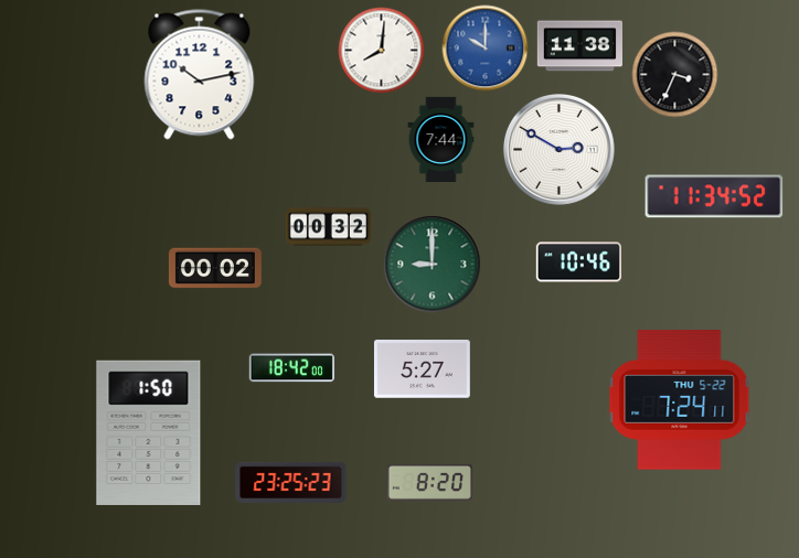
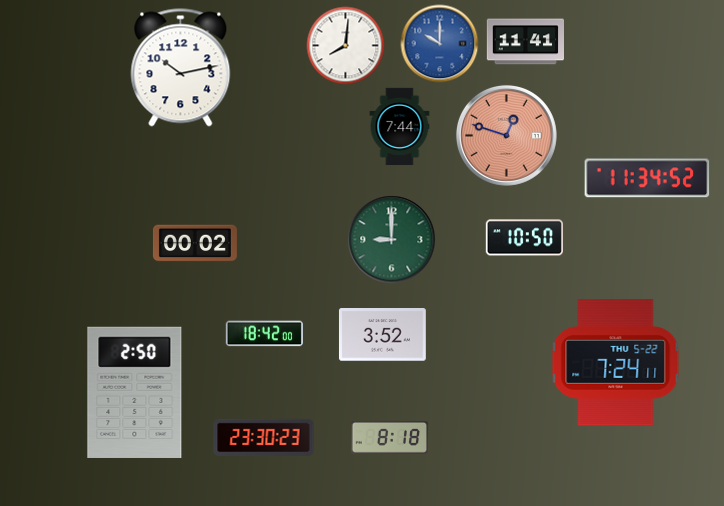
clock at (579, 46): 11:38 -> 11:41
clock at (674, 74): 3:34 -> none
clock at (558, 149): 2:50 -> 12:48
clock at (558, 149) dial: white -> salmon
clock at (328, 227): 00:32 -> none
clock at (578, 262): 10:46 -> 10:50
clock at (422, 369): 5:27 -> 3:52
clock at (149, 432): 1:50 -> 2:50
clock at (291, 482): 23:25 -> 23:30
clock at (429, 482): 8:20 -> 8:18
